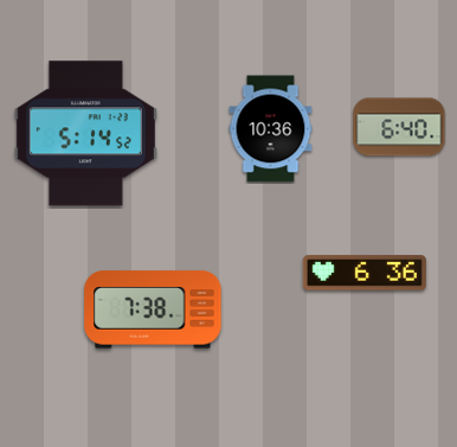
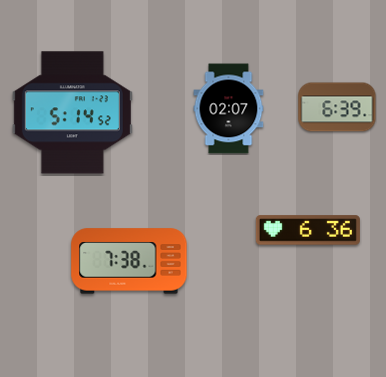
clock at (399, 127): 6:40 -> 6:39
clock at (271, 129): 10:36 -> 02:07
